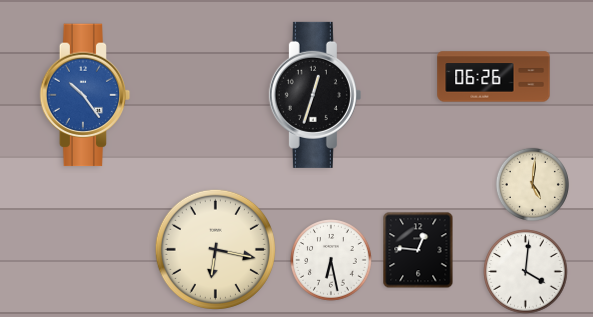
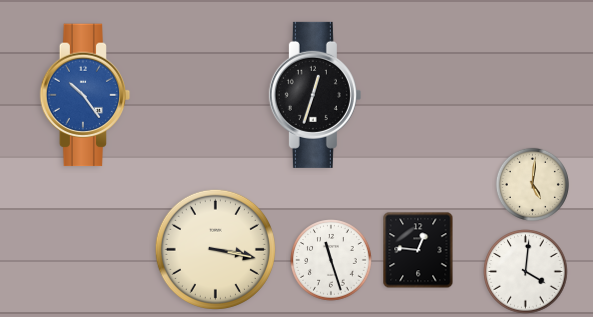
clock at (494, 77): 06:26 -> none
clock at (215, 249): 6:17 -> 3:17
clock at (331, 260): 6:28 -> 11:27
